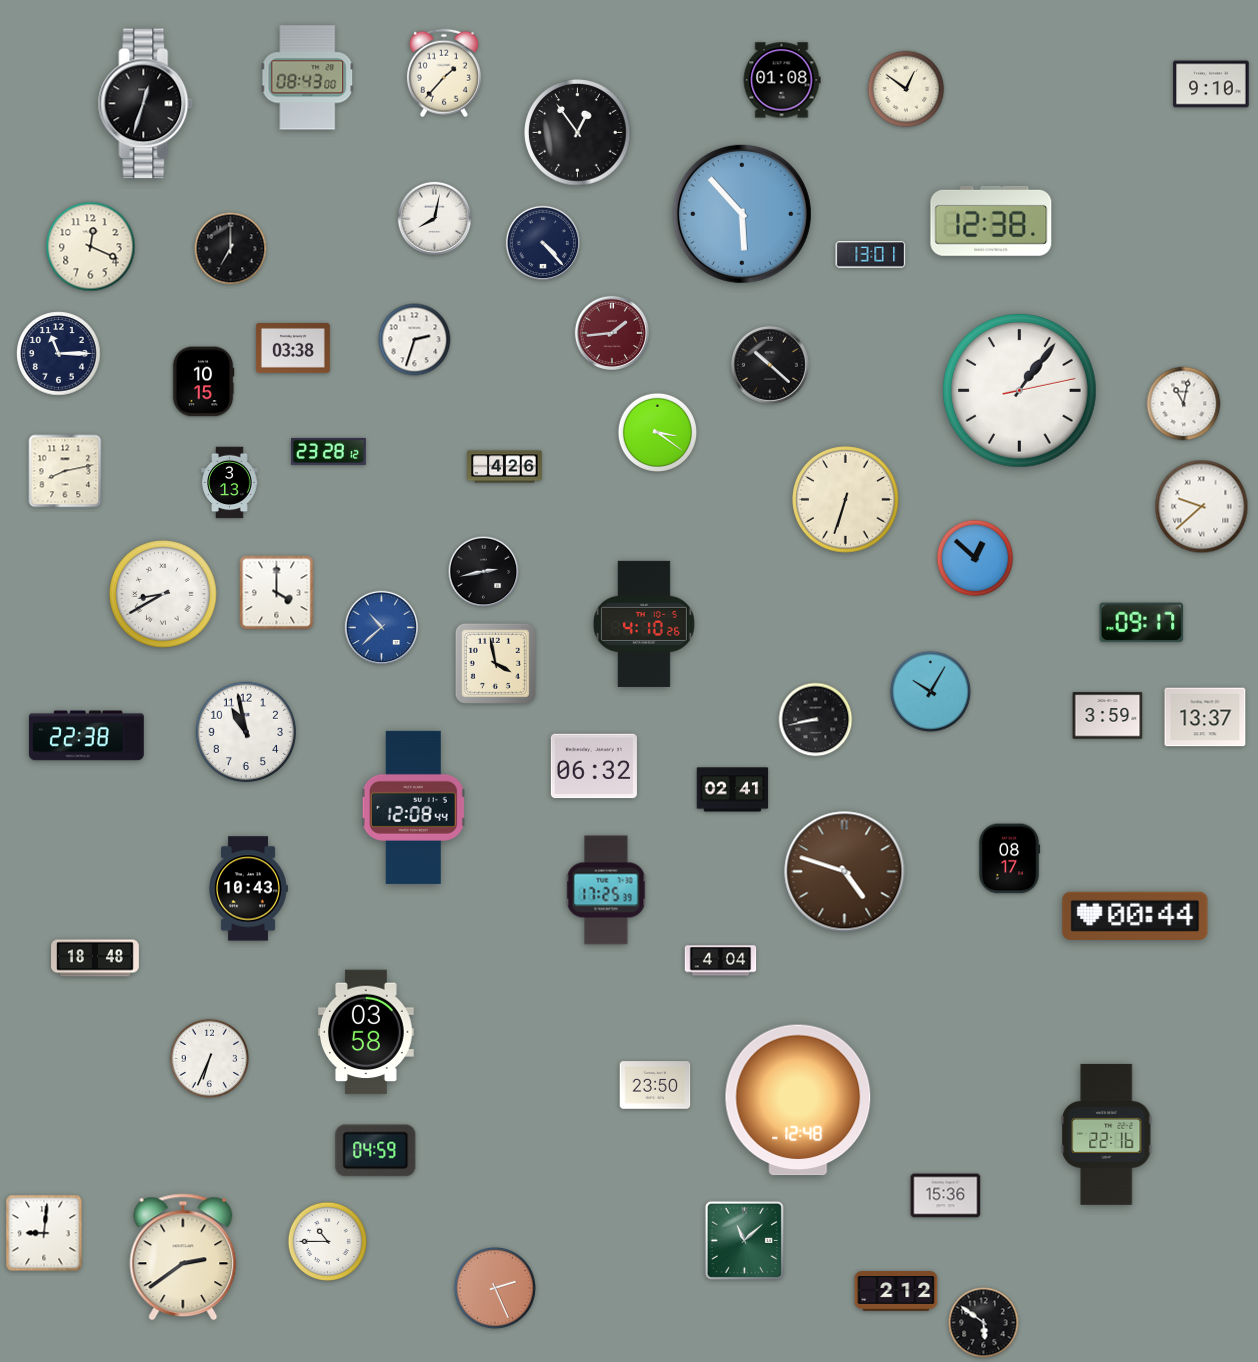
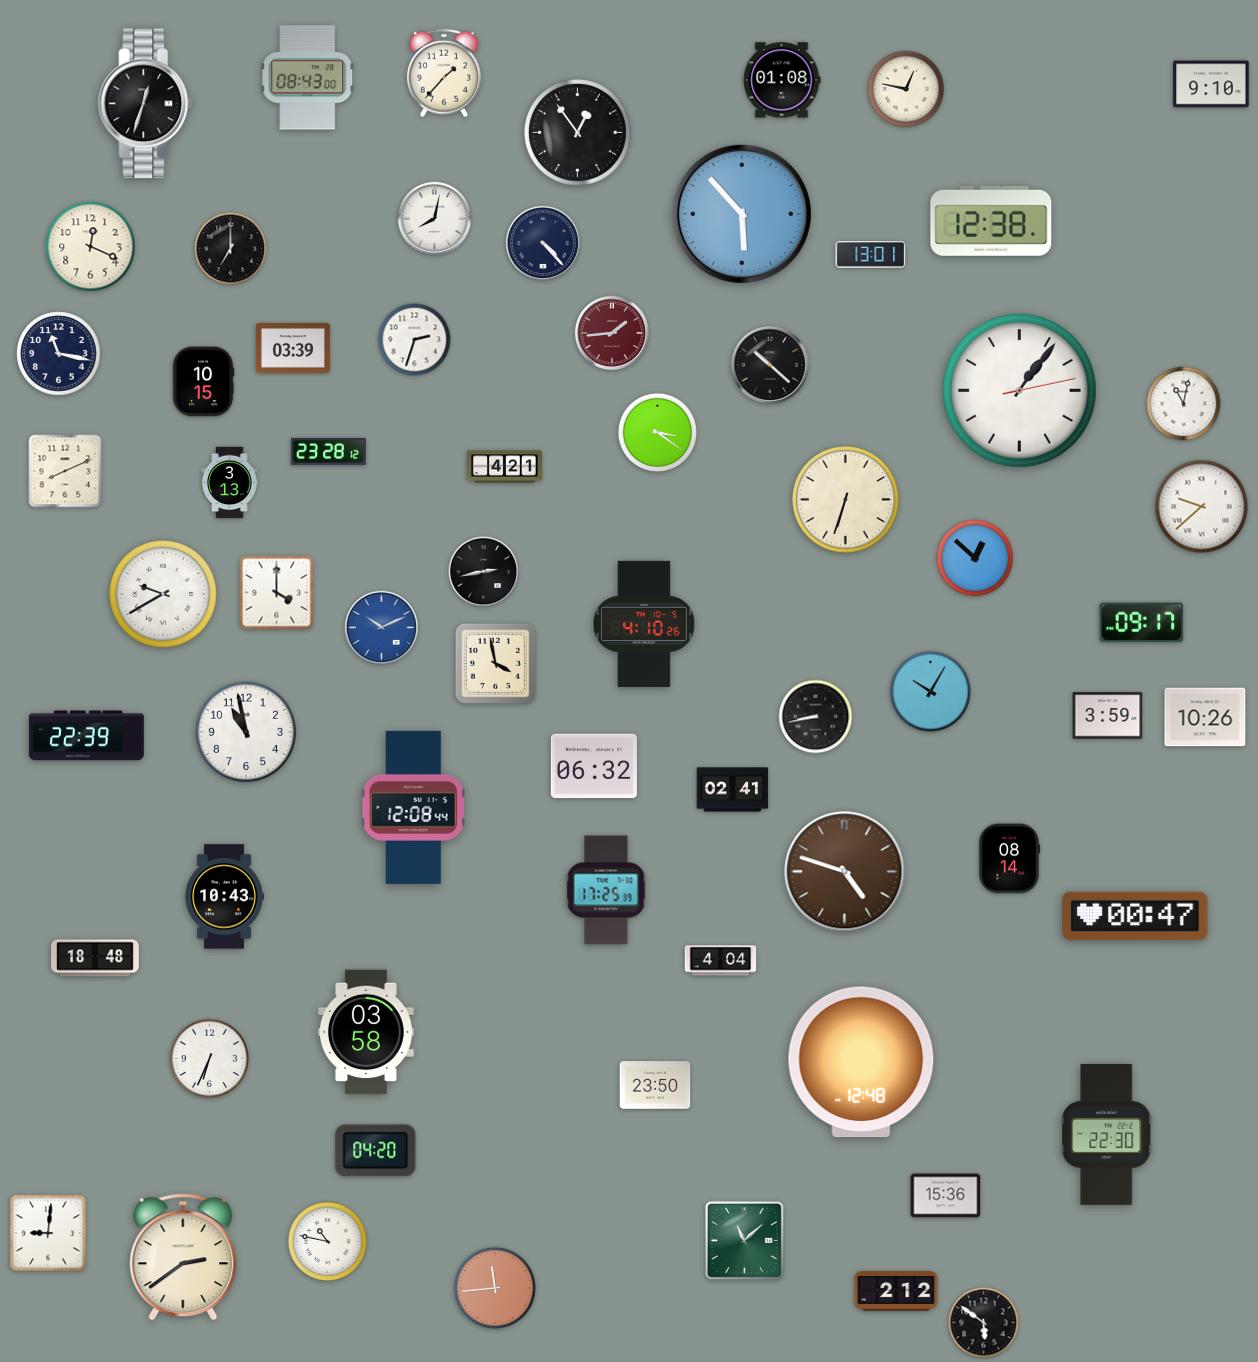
clock at (906, 89): 12:51 -> 12:47
clock at (293, 349): 03:38 -> 03:39
clock at (59, 354): 11:15 -> 11:17
clock at (505, 467): 4:26 -> 4:21
clock at (65, 471): 8:13 -> 8:11
clock at (163, 594): 8:40 -> 9:40
clock at (382, 628): 10:38 -> 10:11
clock at (1205, 717): 13:37 -> 10:26
clock at (816, 720) position: (816, 720) -> (816, 717)
clock at (86, 736): 22:38 -> 22:39
clock at (1009, 859): 08:17 -> 08:14
clock at (248, 889) position: (248, 889) -> (224, 897)
clock at (1135, 916): 00:44 -> 00:47
clock at (798, 1100) position: (798, 1100) -> (861, 1062)
clock at (1107, 1134): 22:16 -> 22:30
clock at (376, 1151): 04:59 -> 04:20
clock at (44, 1233) position: (44, 1233) -> (48, 1233)
clock at (327, 1241): 10:45 -> 10:47
clock at (495, 1288): 2:26 -> 11:44
